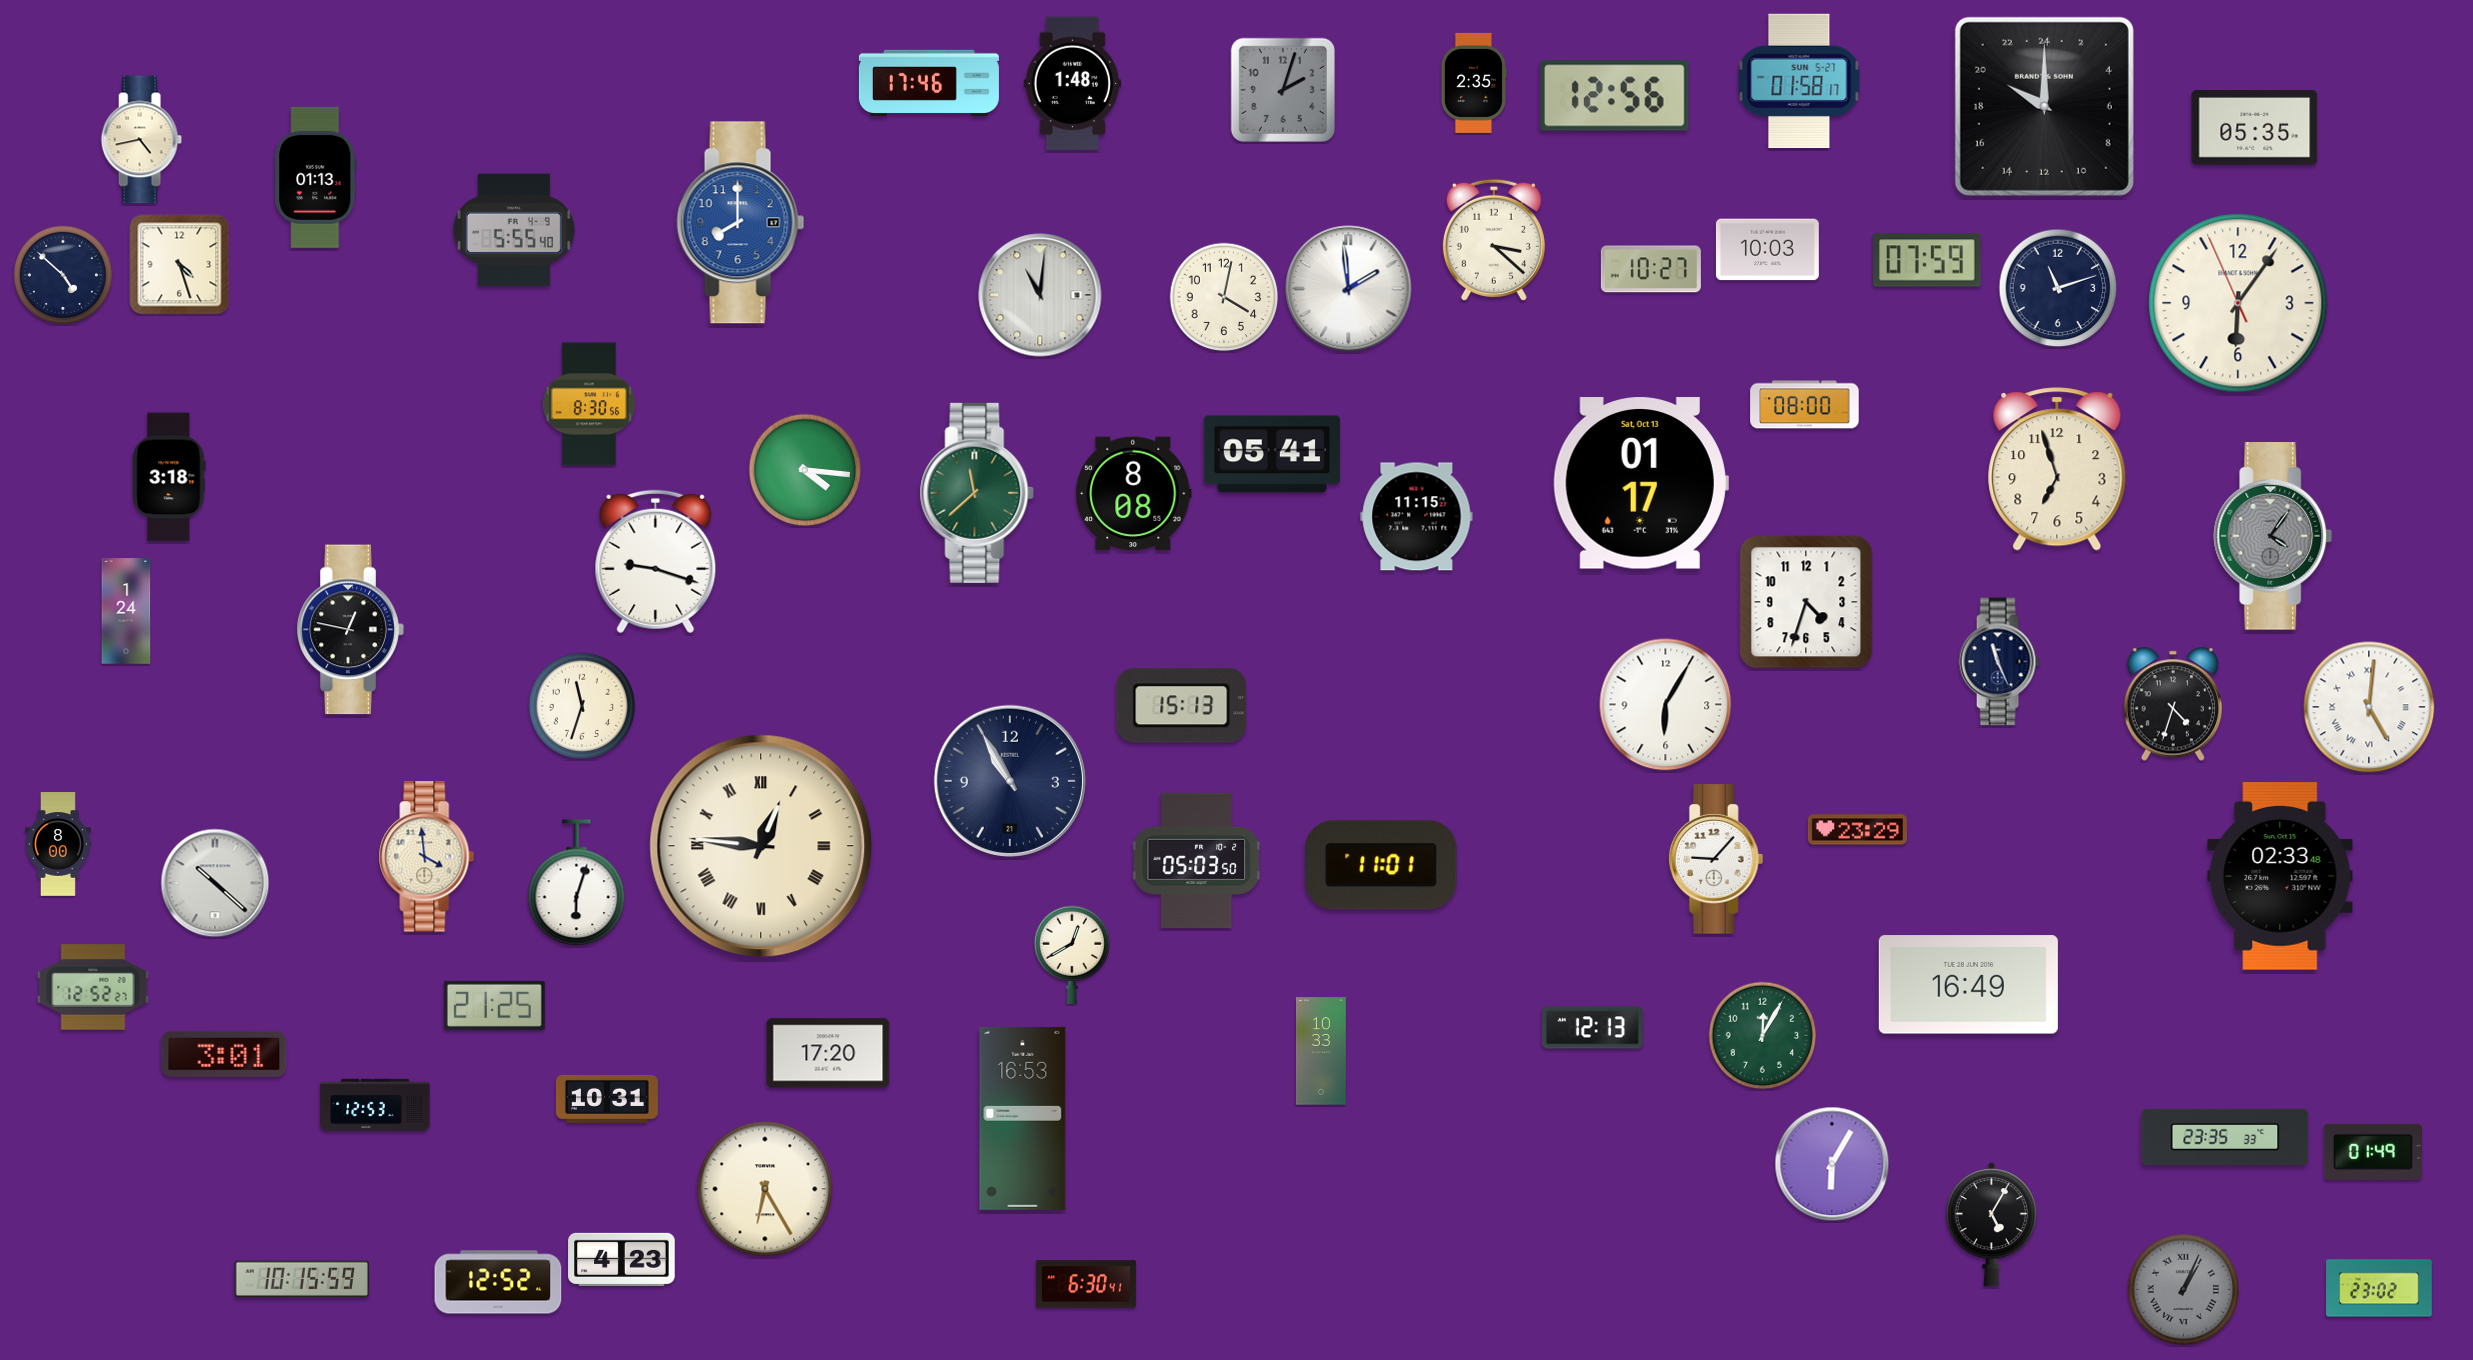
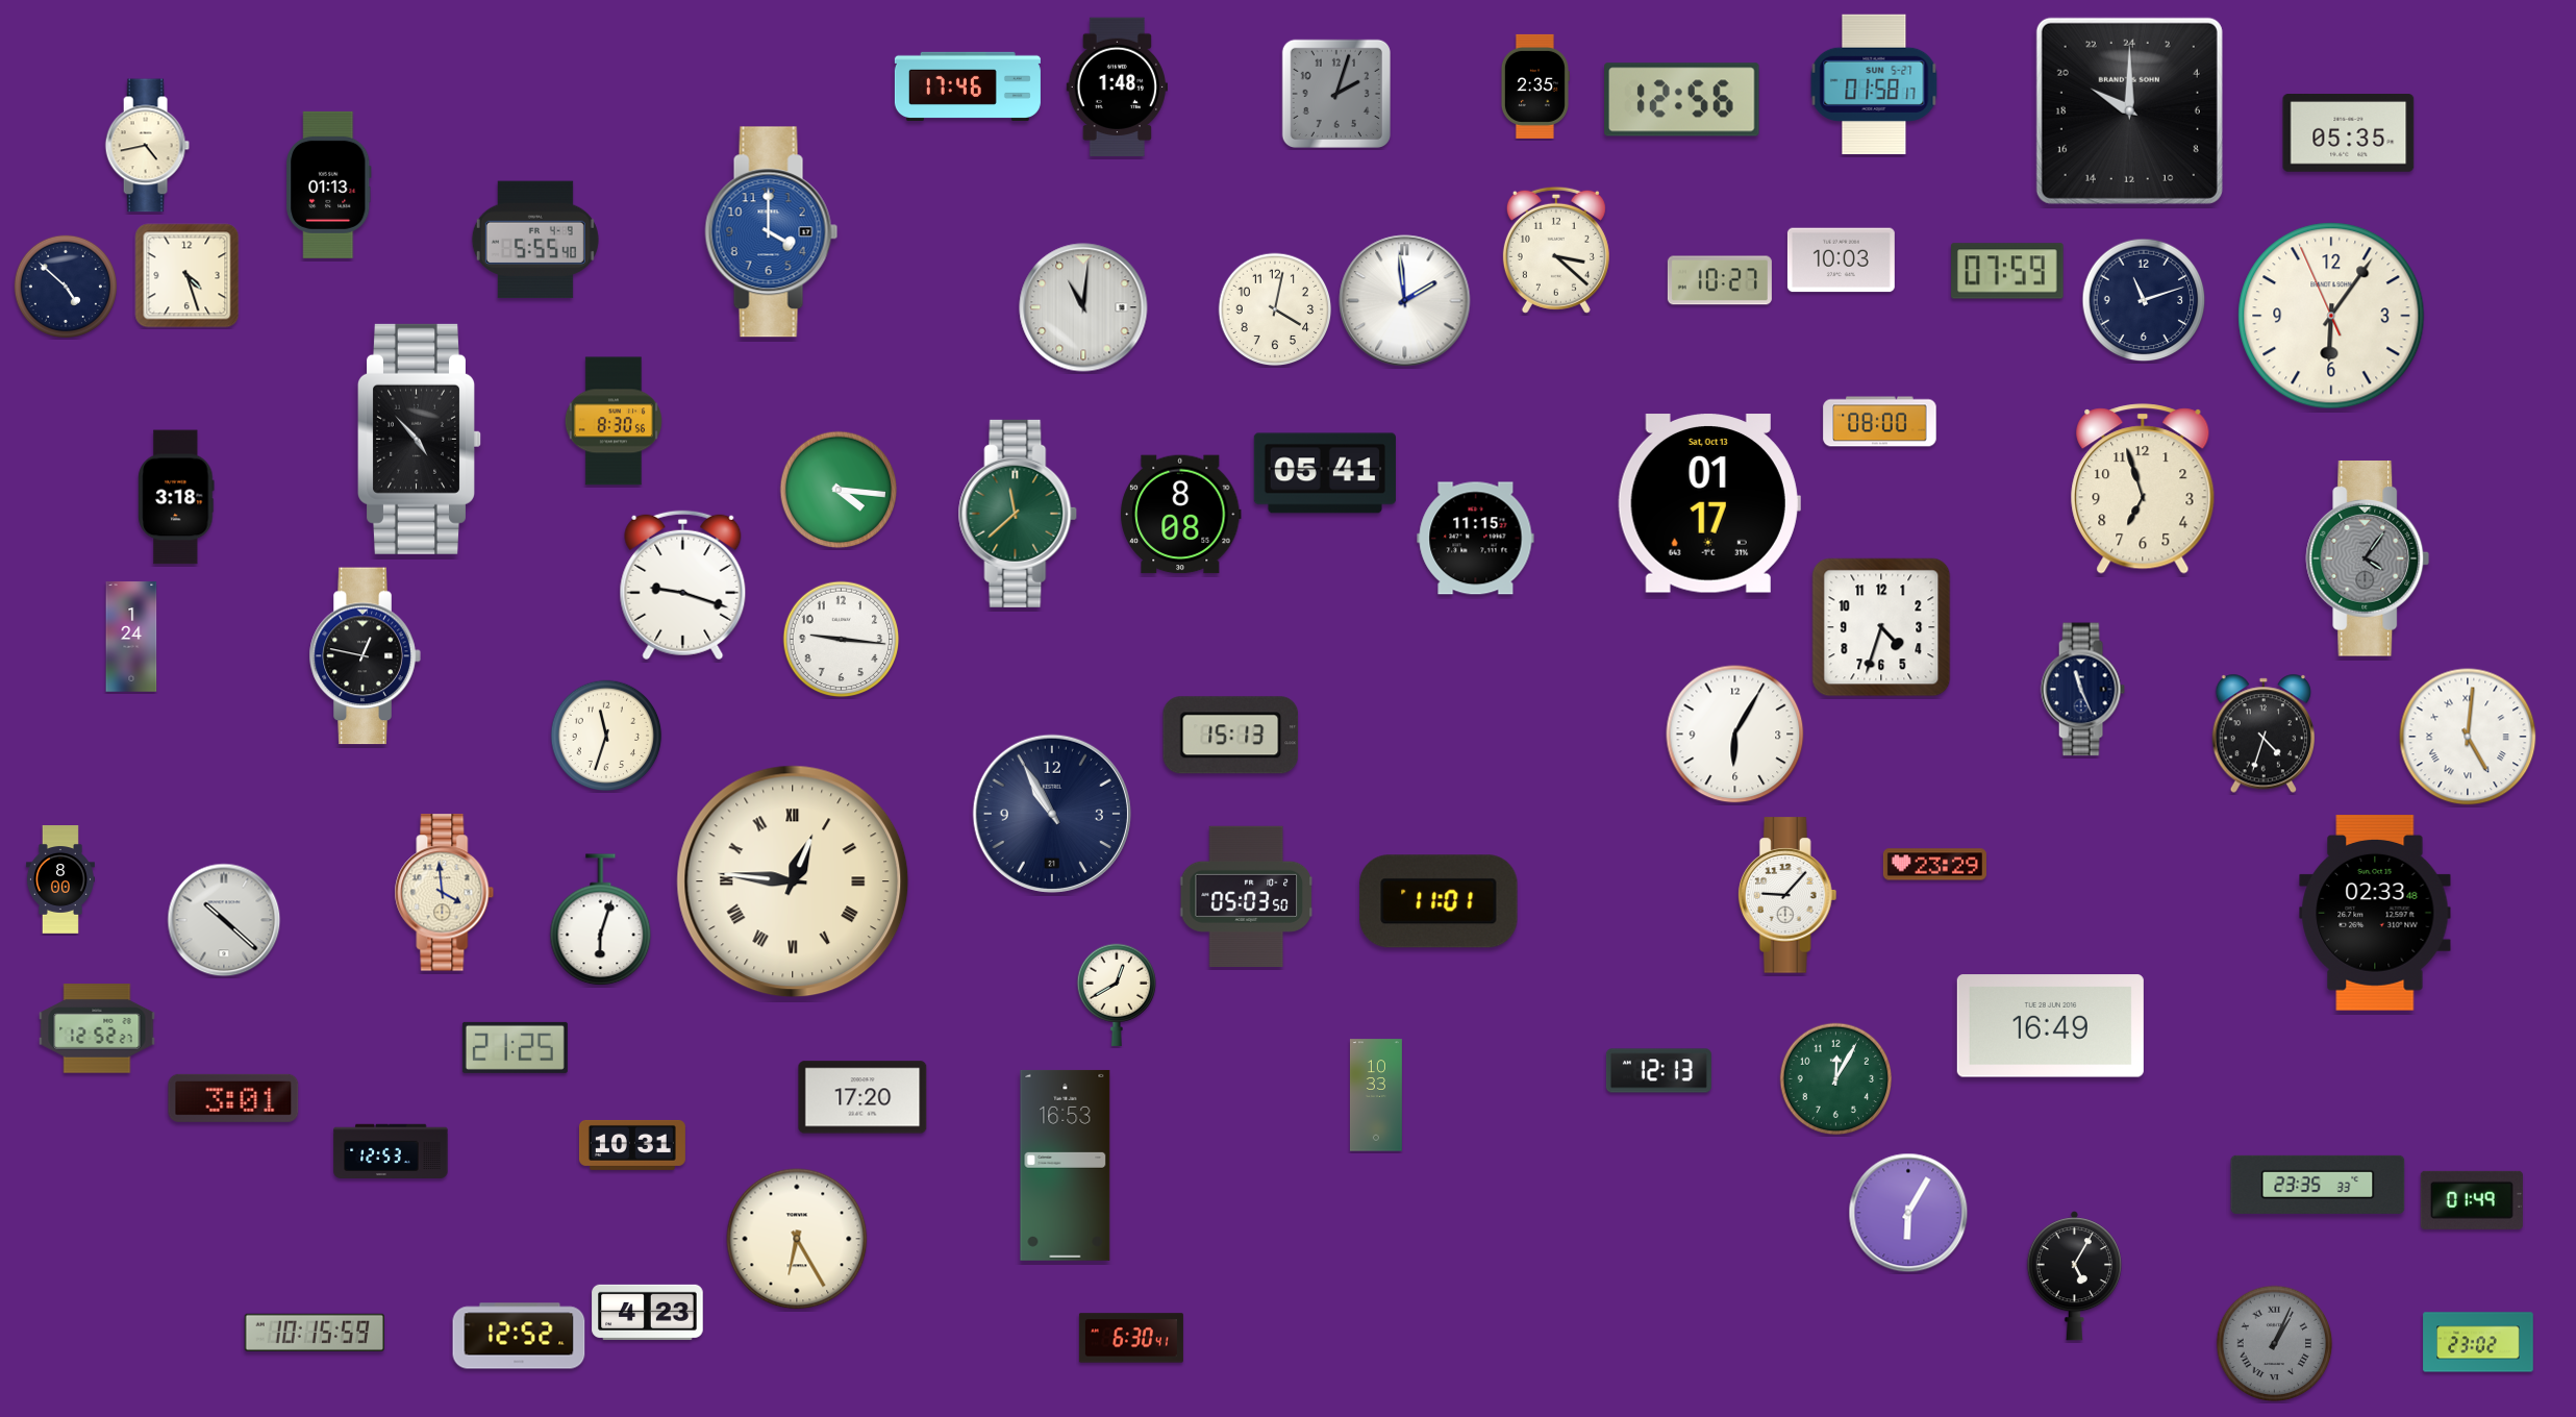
clock at (741, 223): 8:00 -> 4:00
clock at (420, 439): none -> 4:53
clock at (842, 640): none -> 9:16
